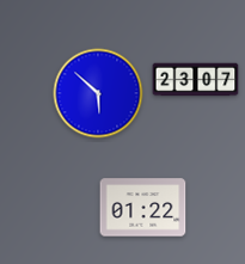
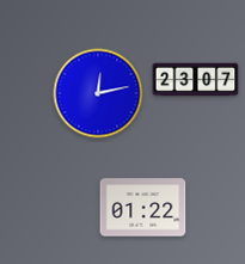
clock at (98, 93): 5:52 -> 12:13
